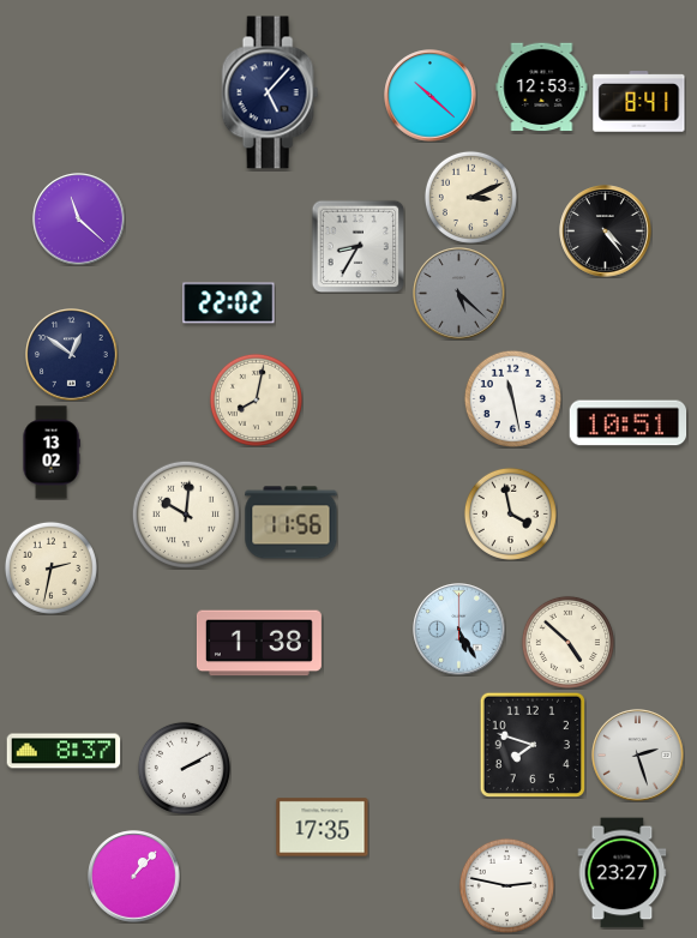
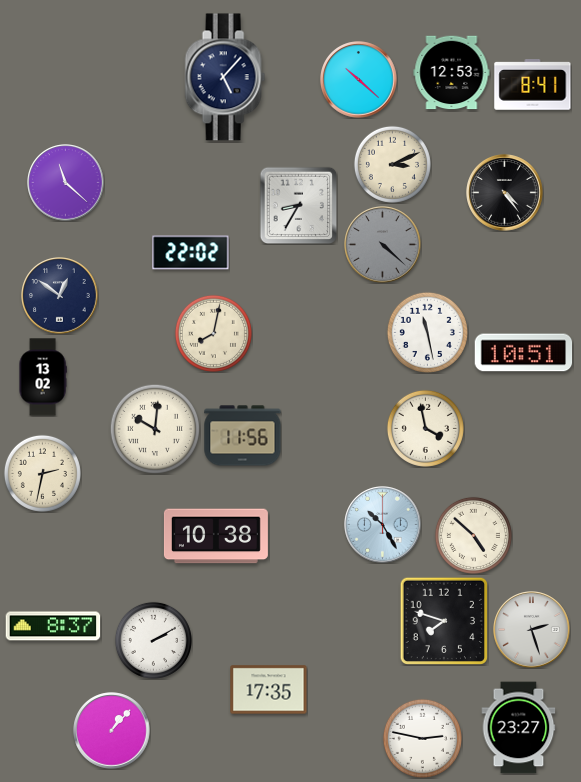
clock at (459, 294): 5:22 -> 4:22
clock at (459, 630): 5:25 -> 10:25
clock at (259, 643): 1:38 -> 10:38
